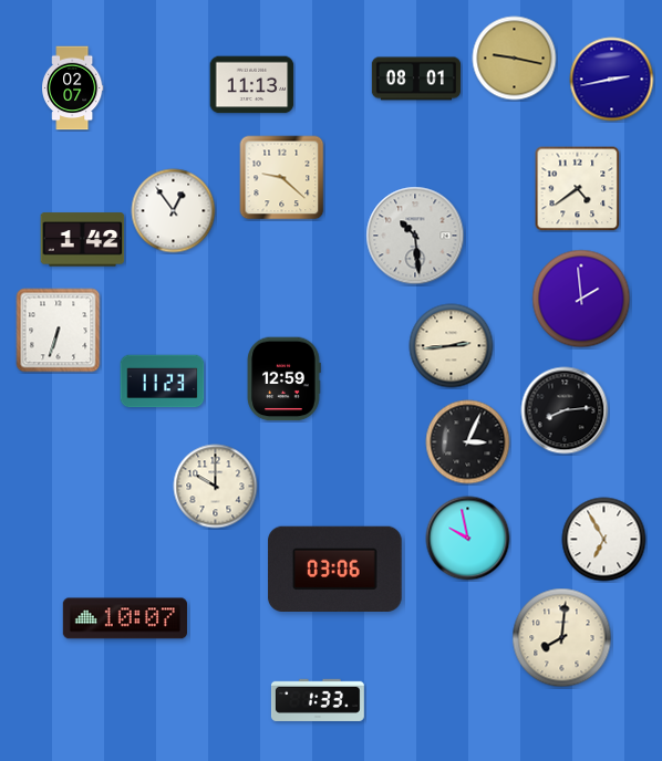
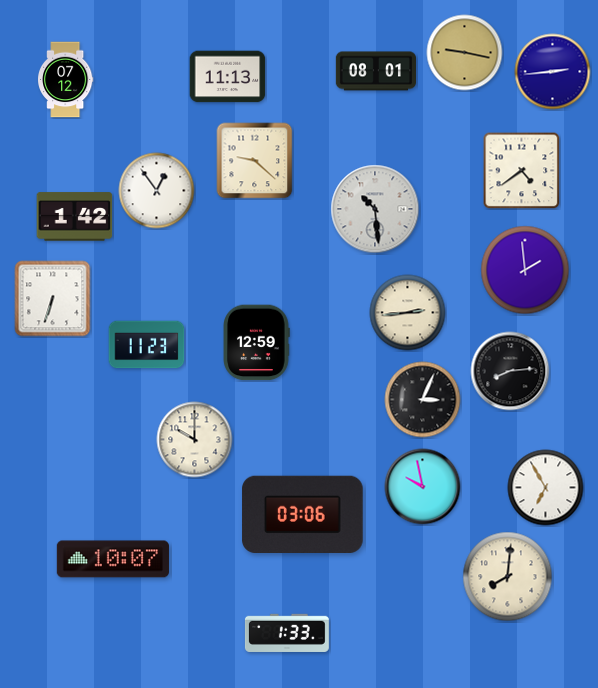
clock at (612, 80): 2:43 -> 2:44
clock at (73, 88): 02:07 -> 07:12
clock at (415, 236) position: (415, 236) -> (375, 209)
